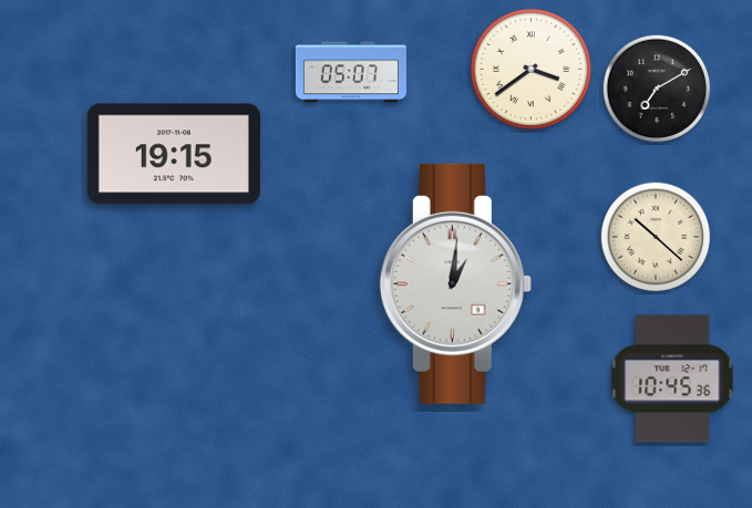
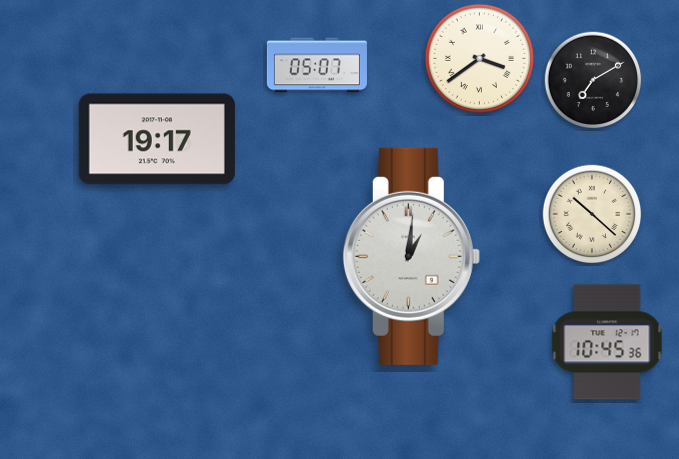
clock at (530, 69) position: (530, 69) -> (479, 58)
clock at (174, 154): 19:15 -> 19:17
